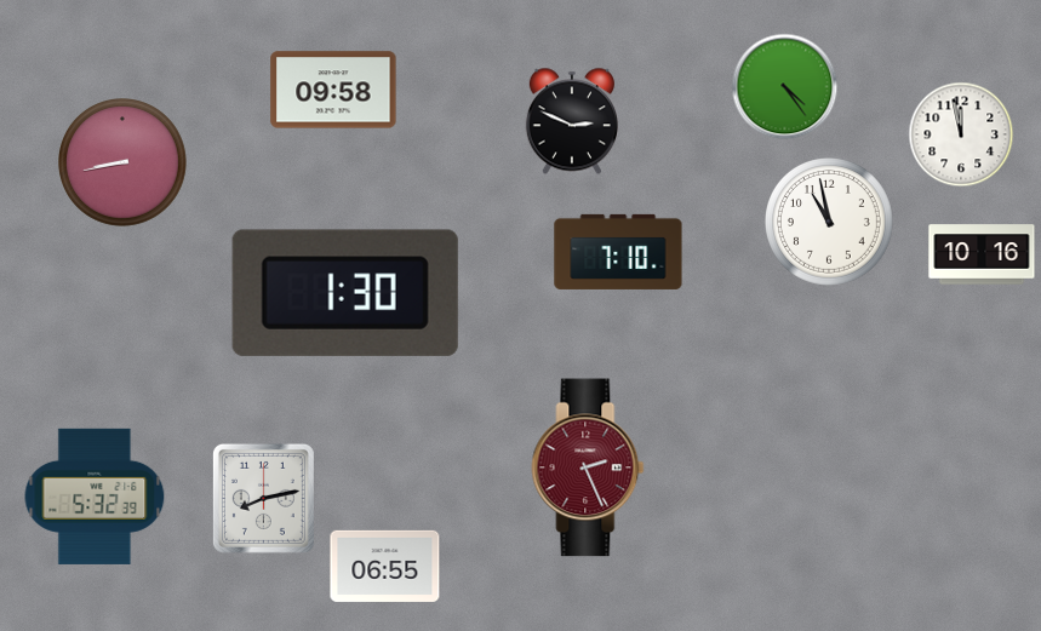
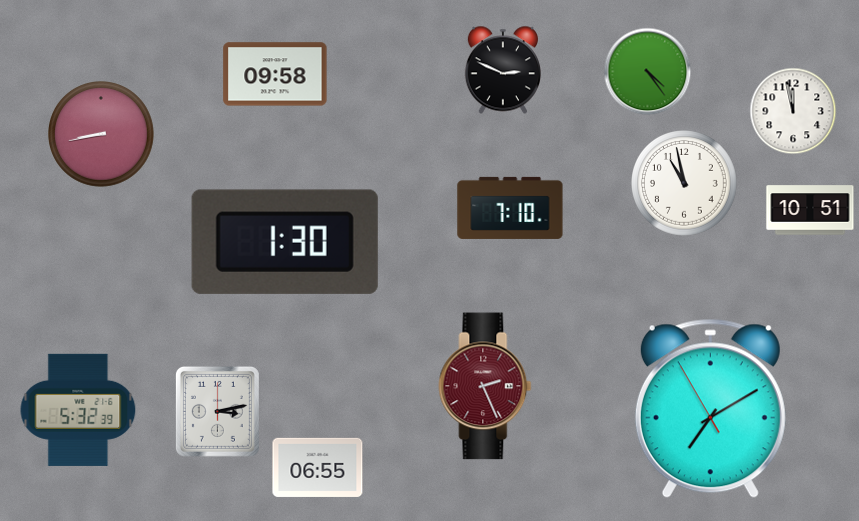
clock at (572, 121) position: (572, 121) -> (503, 70)
clock at (982, 254): 10:16 -> 10:51
clock at (710, 409): none -> 7:09
clock at (263, 498): 8:13 -> 3:13
